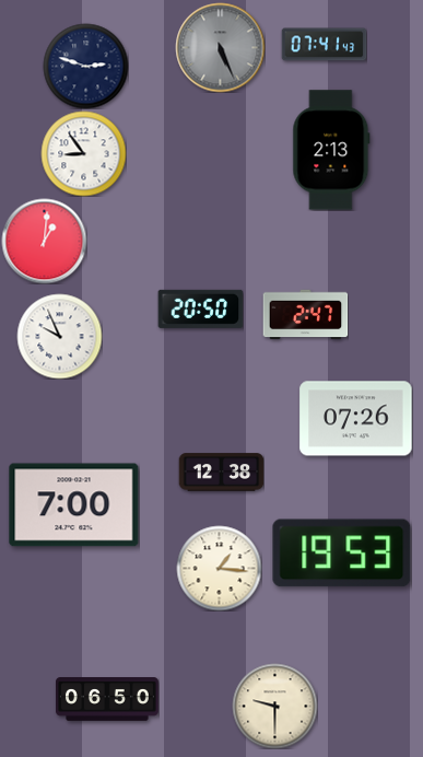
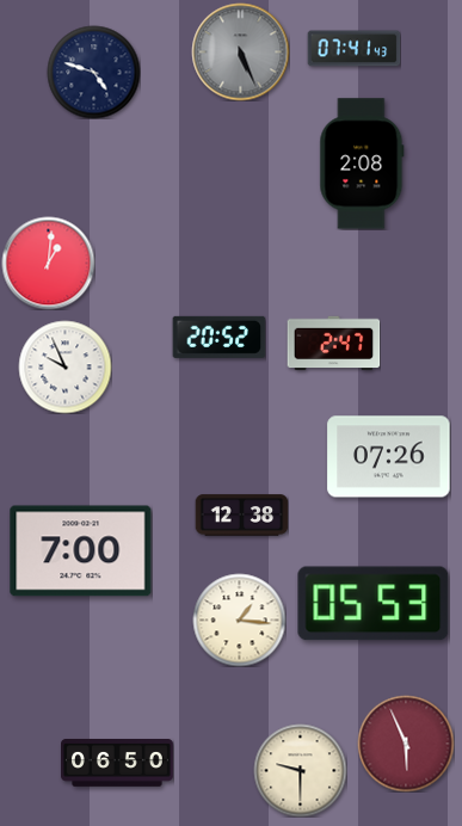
clock at (85, 66): 2:48 -> 4:48
clock at (331, 150): 2:13 -> 2:08
clock at (83, 153): 8:54 -> none
clock at (200, 308): 20:50 -> 20:52
clock at (342, 554): 19:53 -> 05:53
clock at (406, 744): none -> 5:56
